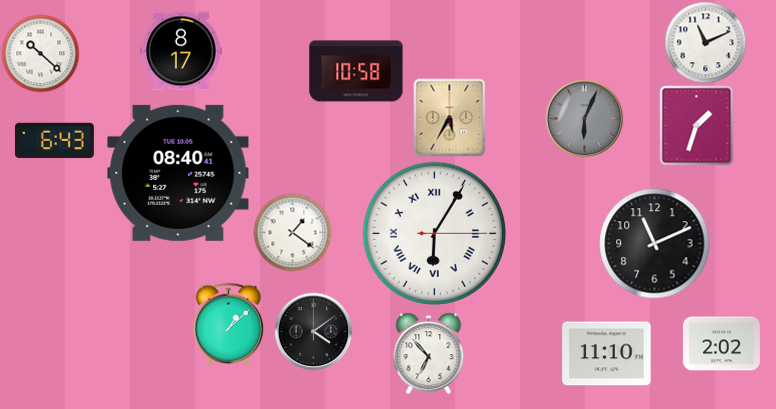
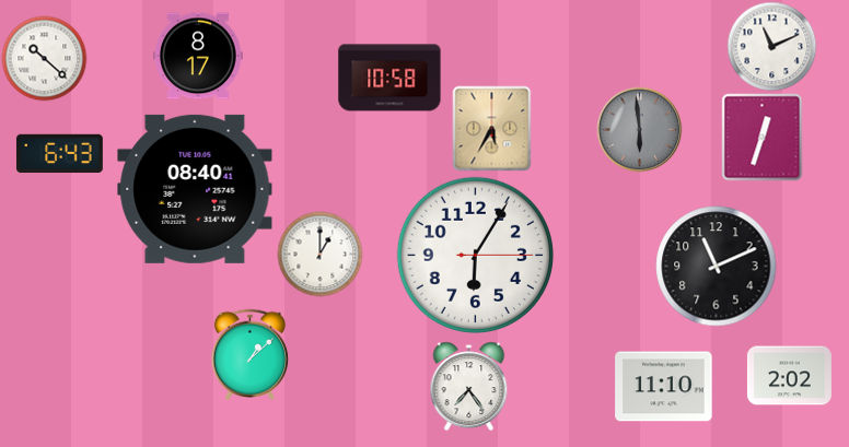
clock at (584, 118): 6:04 -> 5:59
clock at (697, 125): 1:33 -> 12:33
clock at (292, 232): 1:21 -> 1:00
clock at (434, 233) numerals: Roman -> Arabic
clock at (313, 331): 4:09 -> none
clock at (429, 353): 6:53 -> 7:24
